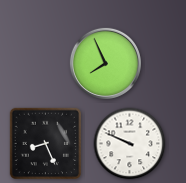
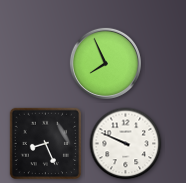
clock at (130, 144) position: (130, 144) -> (126, 144)
